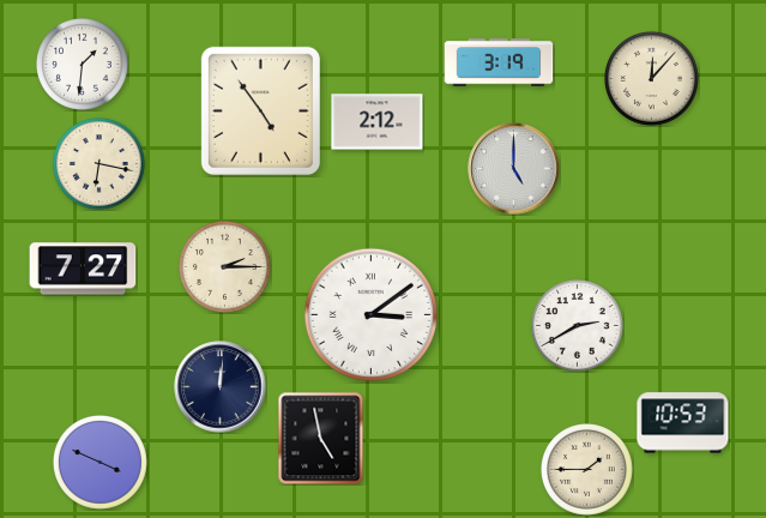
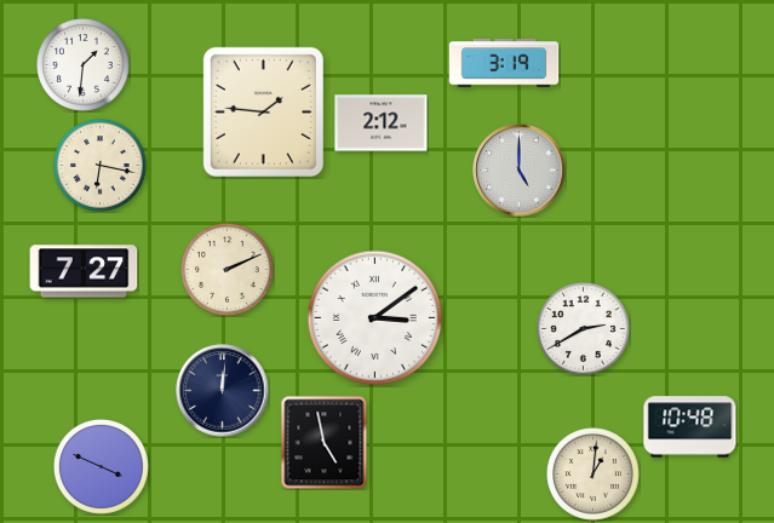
clock at (652, 79): 12:07 -> none
clock at (260, 110): 4:54 -> 1:46
clock at (225, 267): 2:15 -> 2:11
clock at (683, 423): 10:53 -> 10:48
clock at (587, 470): 1:45 -> 1:01
